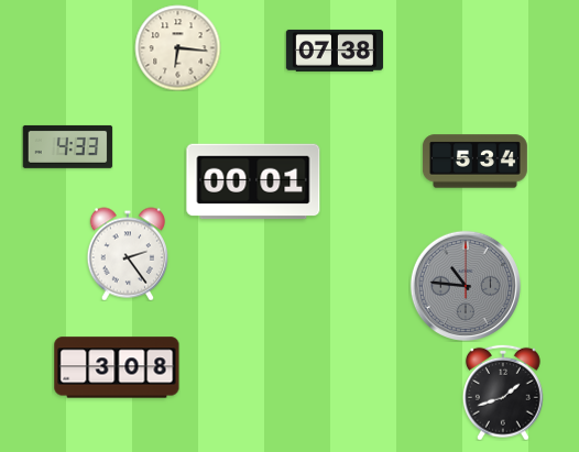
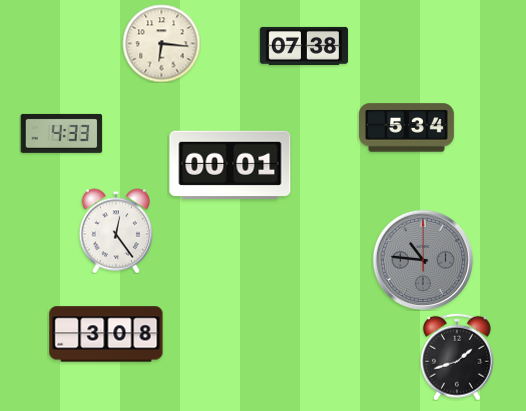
clock at (474, 162) position: (474, 162) -> (406, 128)
clock at (127, 254): 2:24 -> 12:24
